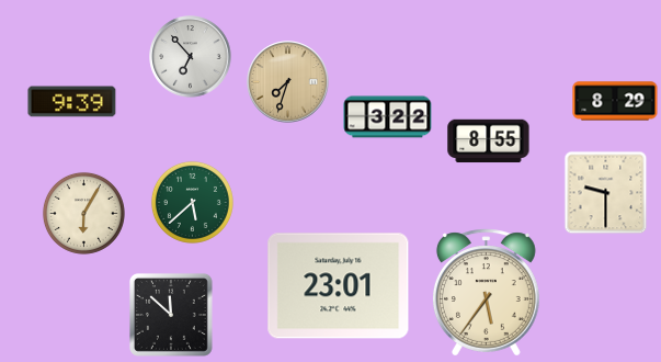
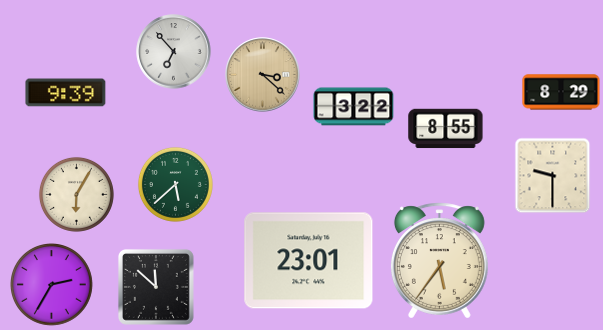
clock at (288, 82): 7:33 -> 3:22
clock at (486, 293) position: (486, 293) -> (439, 261)
clock at (52, 285): none -> 2:35
